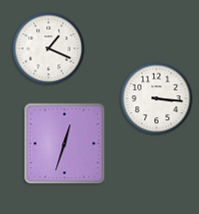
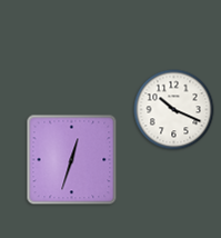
clock at (49, 49): 1:19 -> none
clock at (157, 99): 3:16 -> 10:19
